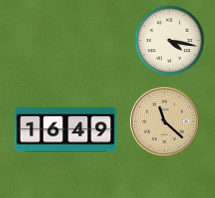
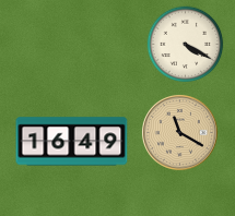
clock at (170, 41): 4:17 -> 4:20
clock at (165, 122): 11:22 -> 11:20
